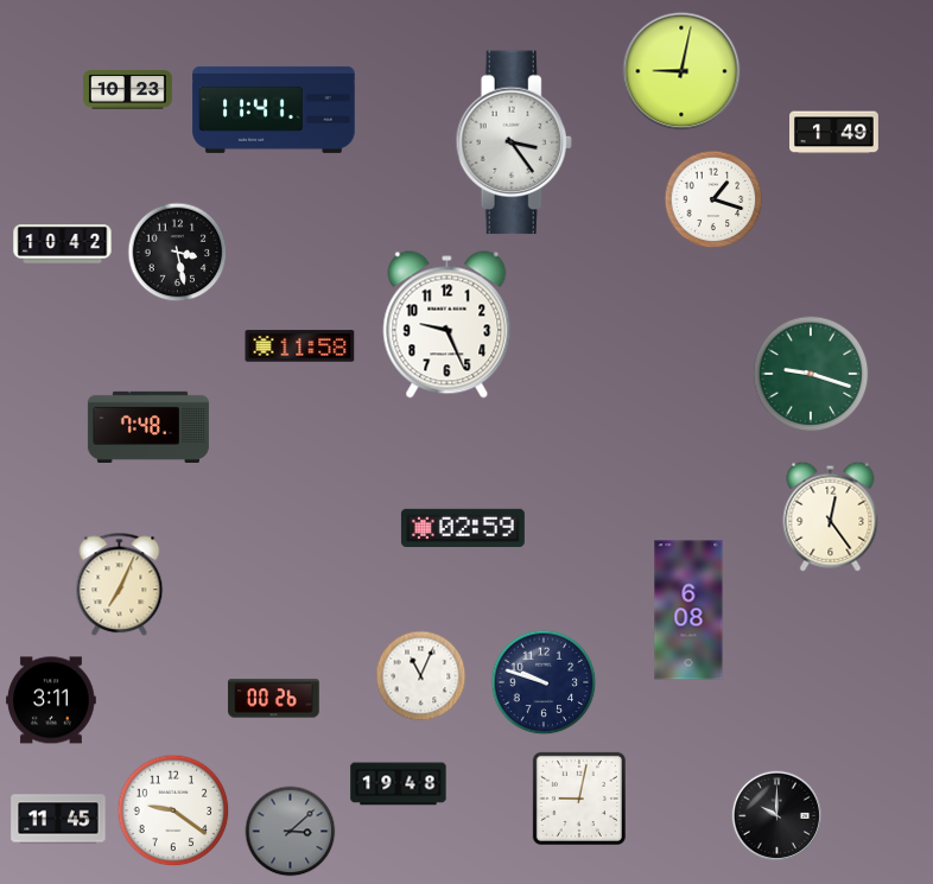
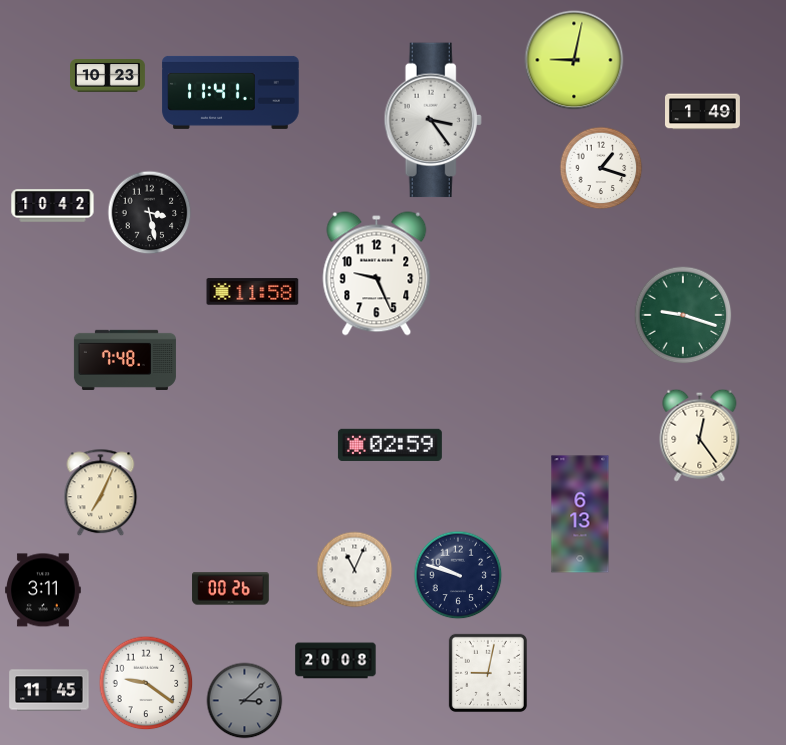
clock at (688, 610): 6:08 -> 6:13
clock at (399, 784): 19:48 -> 20:08
clock at (777, 816): 10:00 -> none
